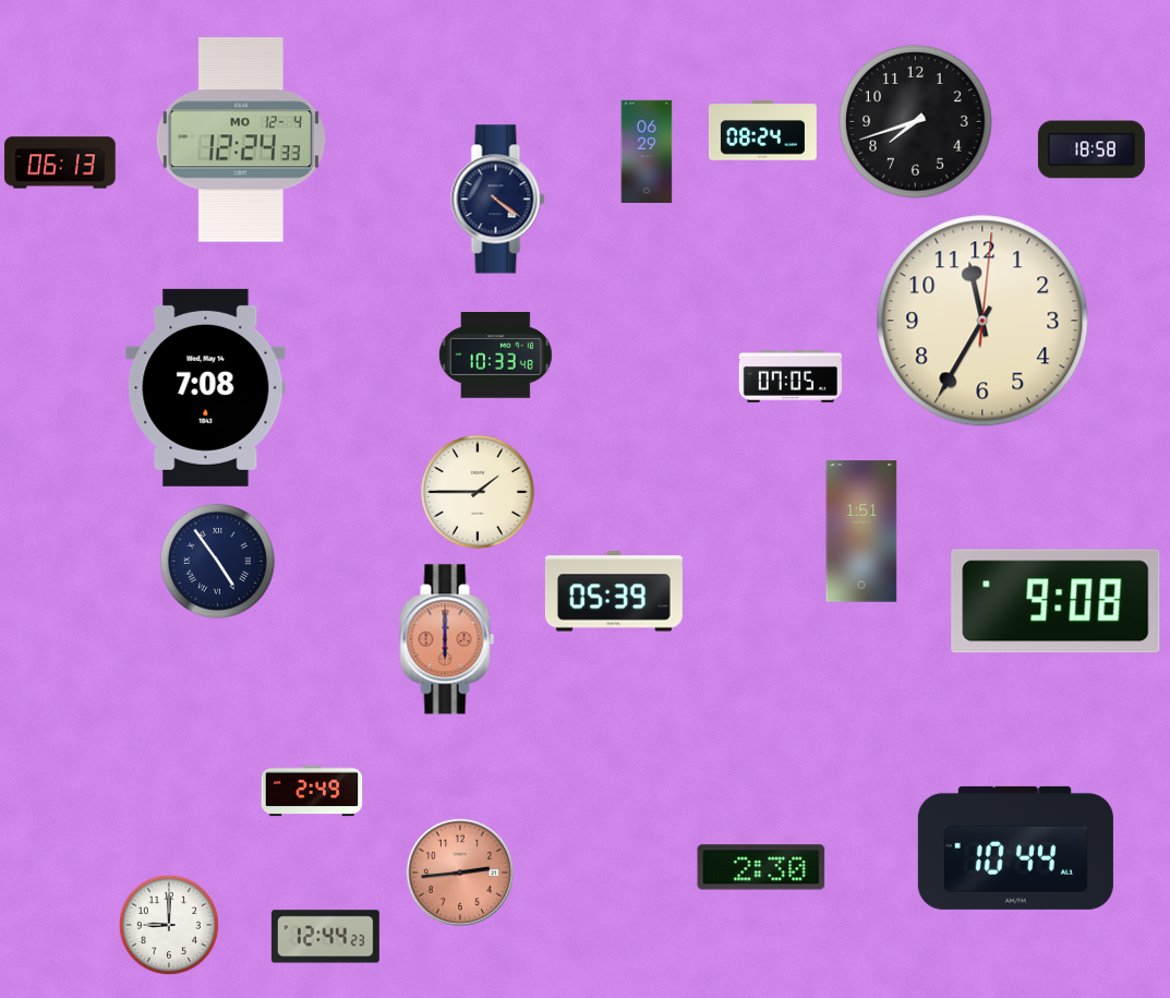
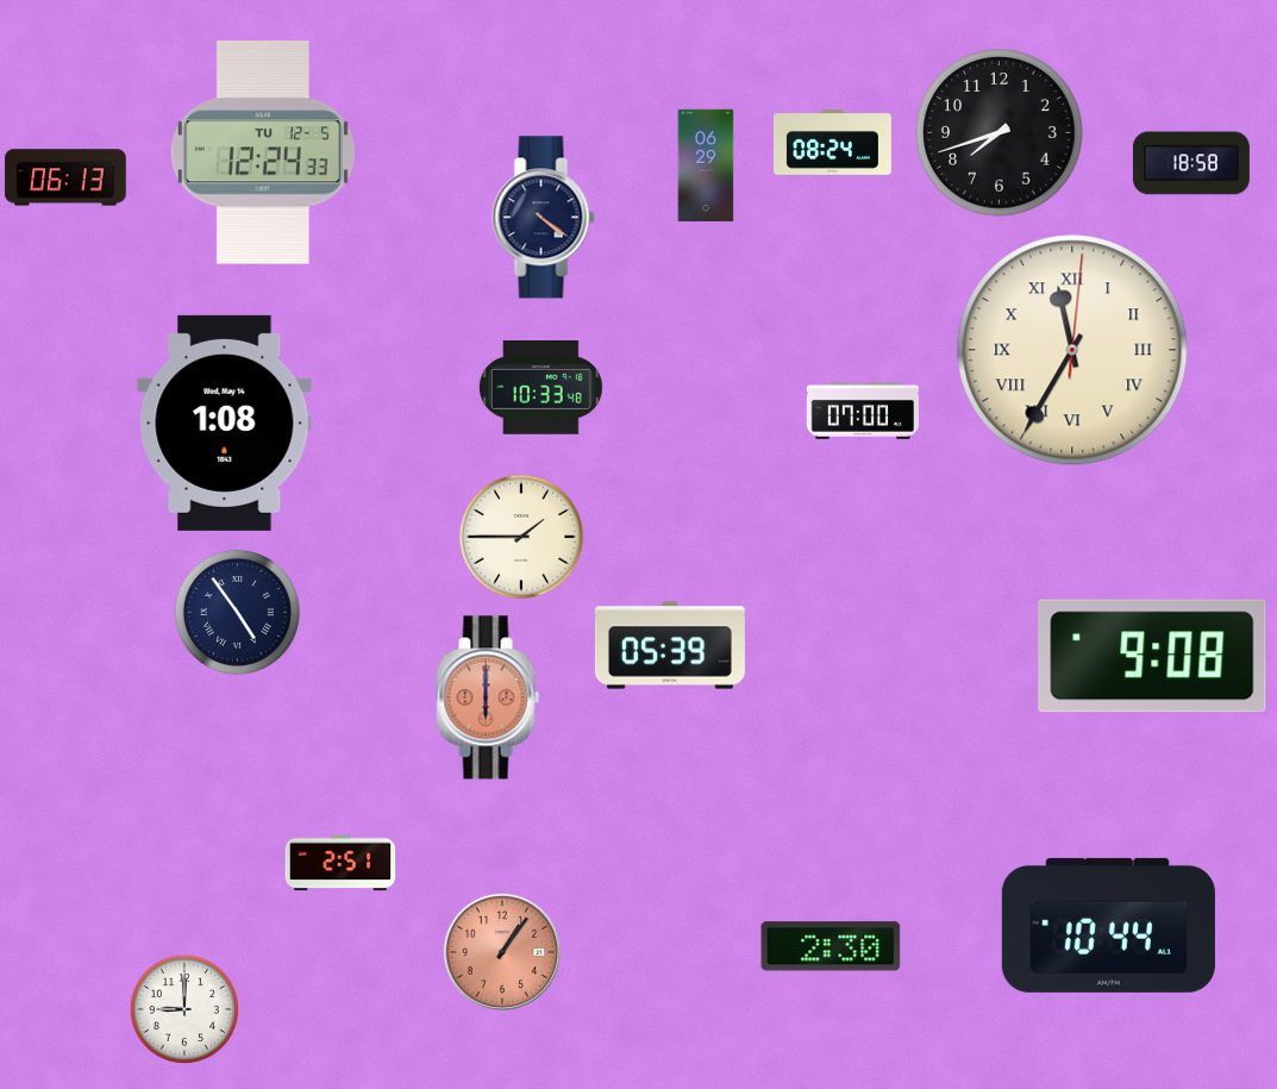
clock at (241, 140) date: MO 12-4 -> TU 12-5
clock at (982, 321) numerals: Arabic -> Roman
clock at (789, 377): 07:05 -> 07:00
clock at (206, 387): 7:08 -> 1:08
clock at (861, 531): 1:51 -> none
clock at (312, 791): 2:49 -> 2:51
clock at (459, 871): 2:44 -> 1:06
clock at (325, 937): 12:44 -> none
